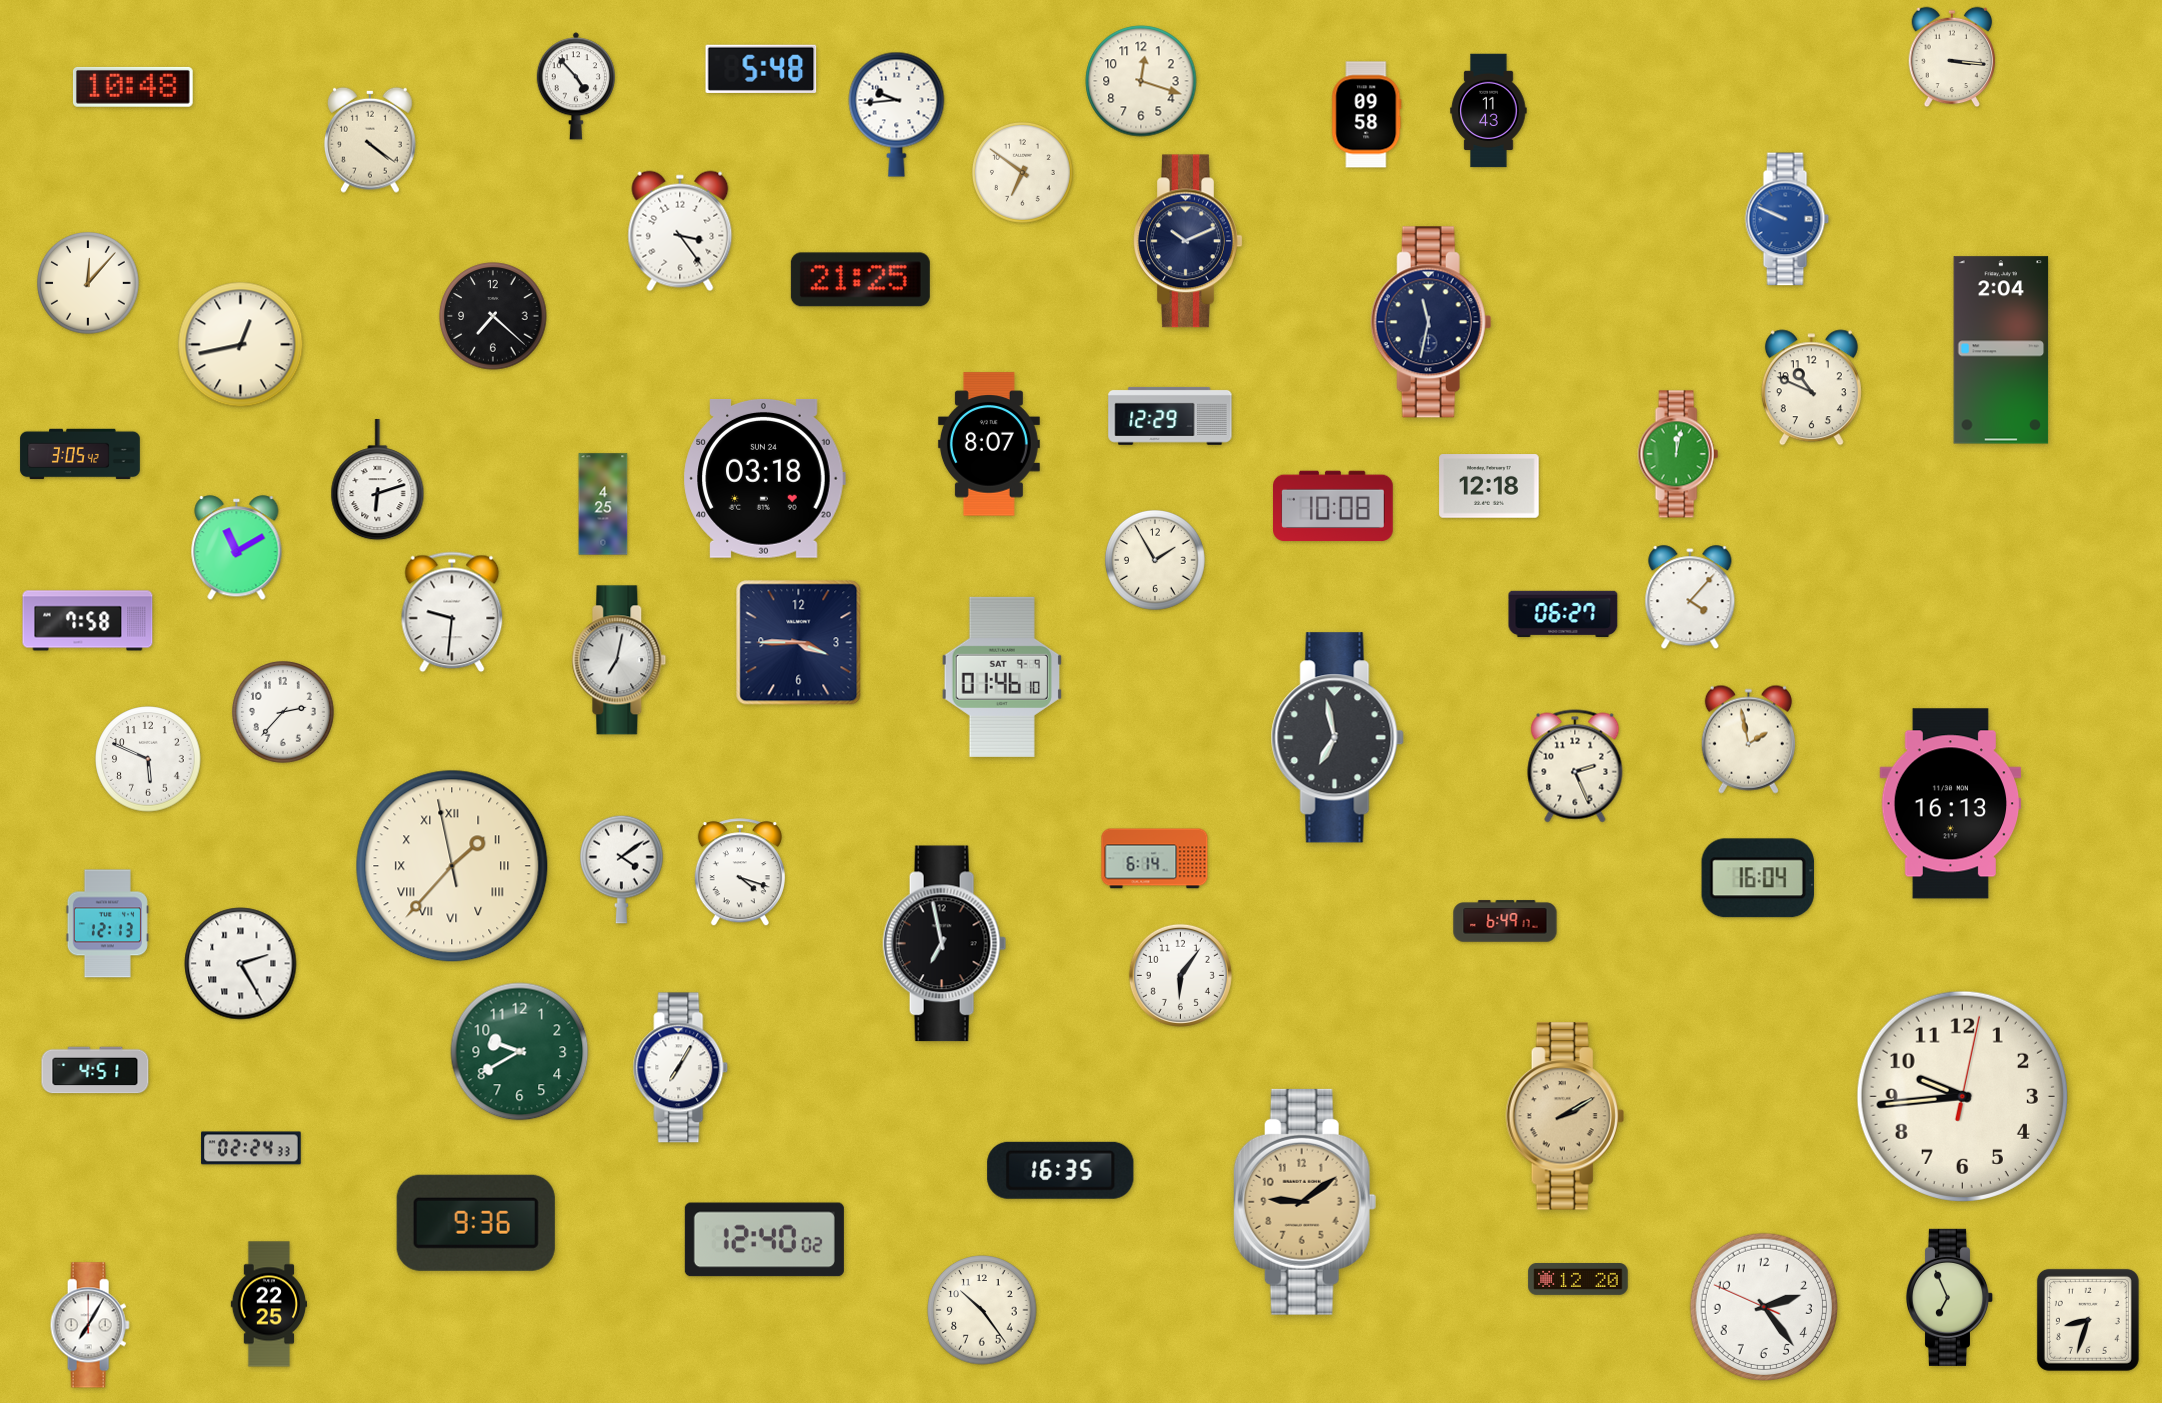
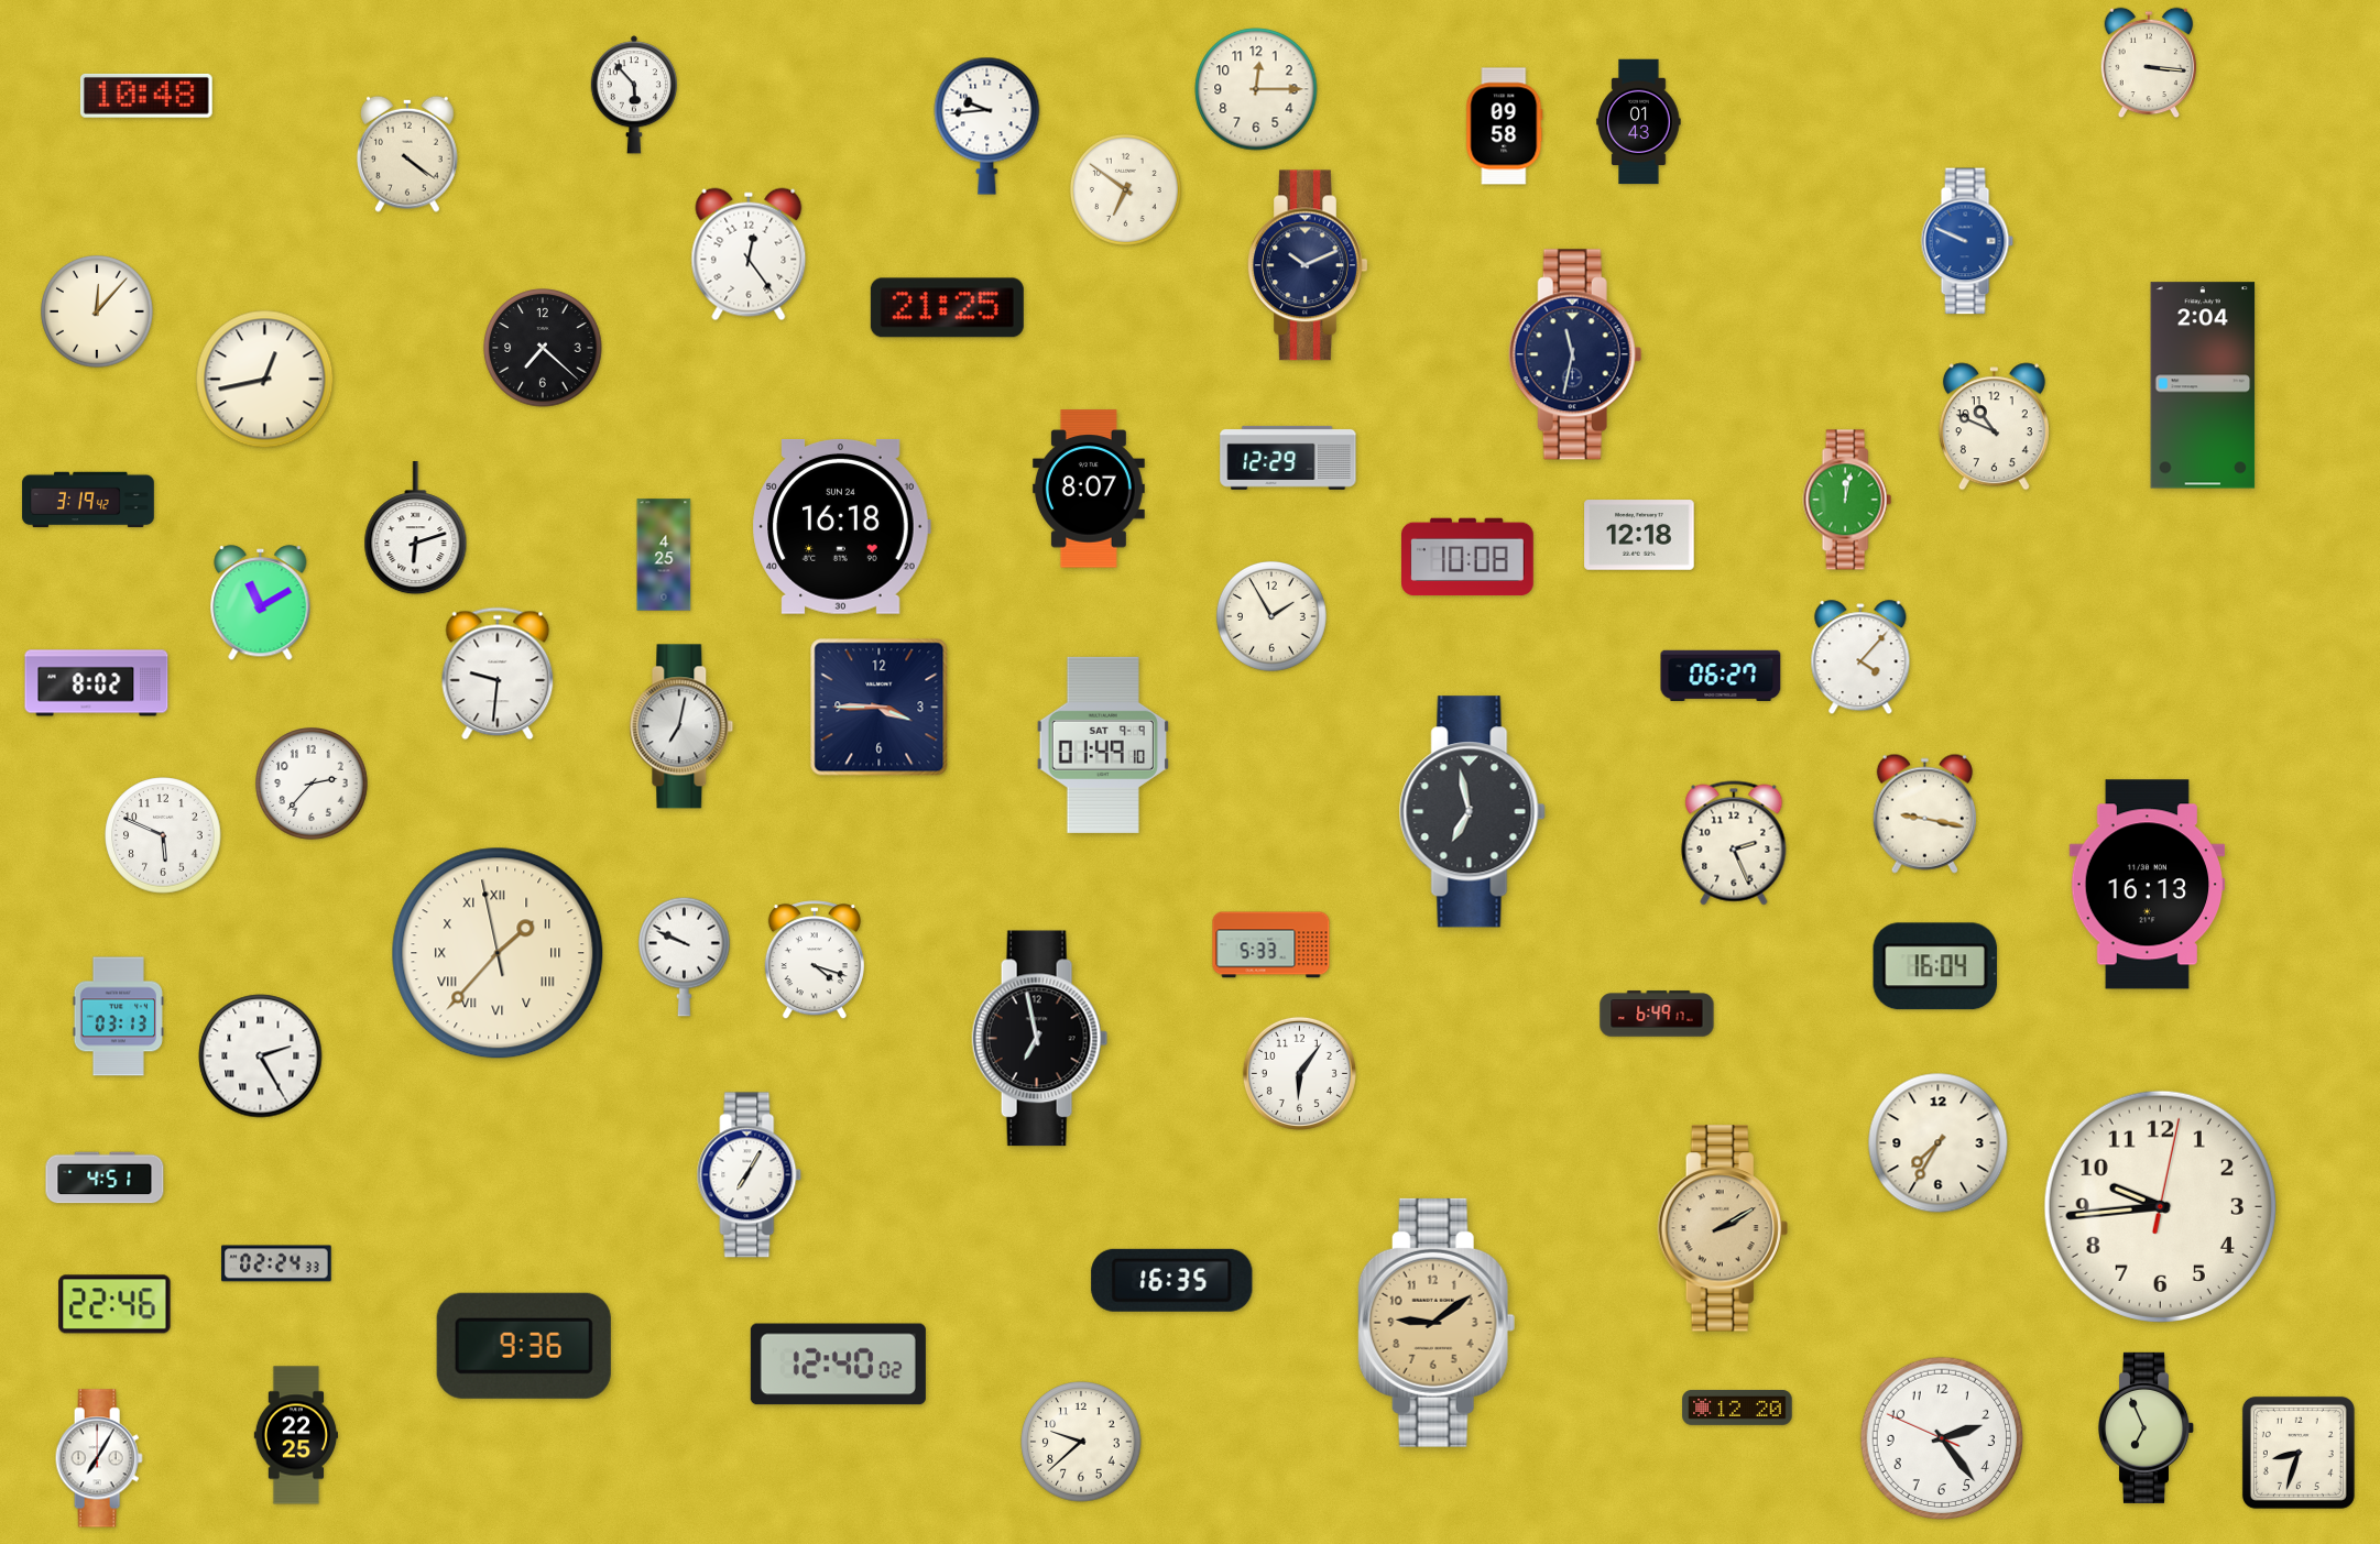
clock at (761, 69): 5:48 -> none
clock at (1141, 81): 12:18 -> 12:15
clock at (576, 86): 4:53 -> 5:53
clock at (1489, 111): 11:43 -> 01:43
clock at (680, 231): 3:24 -> 12:24
clock at (80, 454): 3:05 -> 3:19
clock at (764, 479): 03:18 -> 16:18
clock at (88, 621): 7:58 -> 8:02
clock at (1001, 677): 01:46 -> 01:49
clock at (1748, 739): 1:58 -> 9:17
clock at (1155, 859): 6:14 -> 5:33
clock at (622, 869): 4:09 -> 9:49
clock at (107, 924): 12:13 -> 03:13
clock at (241, 964) position: (241, 964) -> (261, 1056)
clock at (1939, 1143): none -> 7:35
clock at (520, 1052): 9:40 -> none
clock at (1061, 1170) position: (1061, 1170) -> (1172, 1280)
clock at (114, 1304): none -> 22:46
clock at (764, 1240) position: (764, 1240) -> (838, 1365)
clock at (982, 1310): 10:24 -> 9:38
